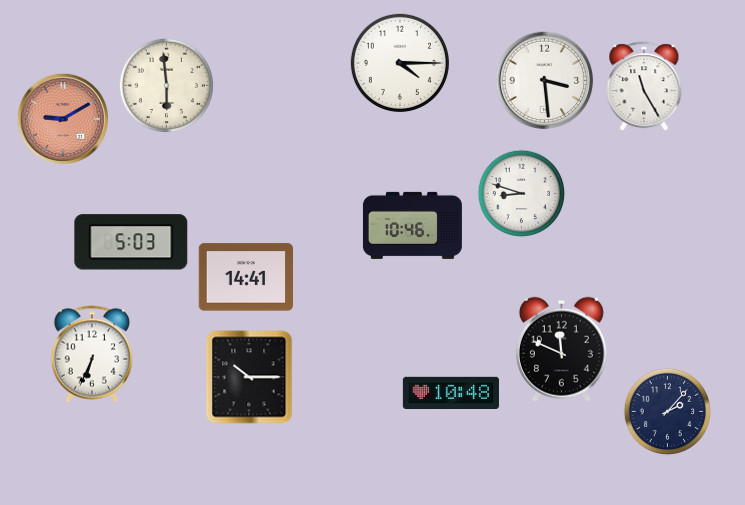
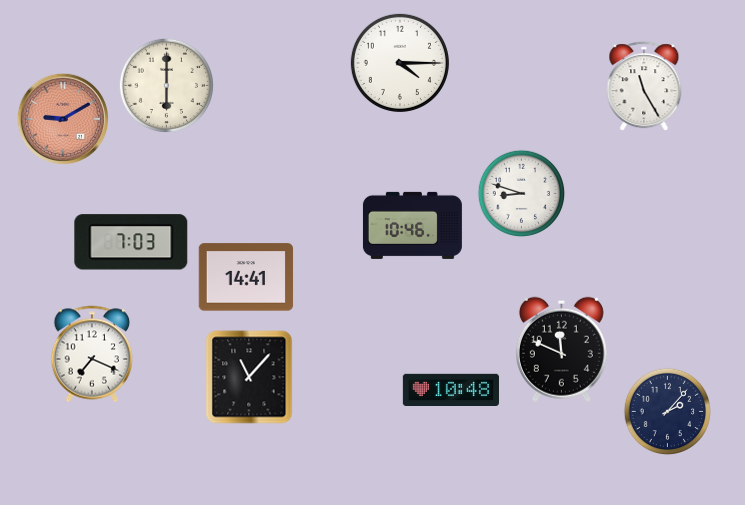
clock at (545, 81): 3:29 -> none
clock at (166, 85): 5:59 -> 6:00
clock at (131, 242): 5:03 -> 7:03
clock at (92, 354): 6:34 -> 7:19
clock at (249, 377): 10:15 -> 11:07
clock at (451, 392) position: (451, 392) -> (451, 389)
